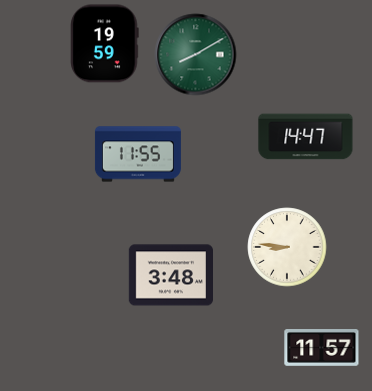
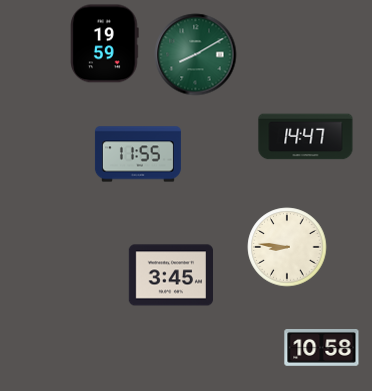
clock at (170, 275): 3:48 -> 3:45
clock at (322, 348): 11:57 -> 10:58
